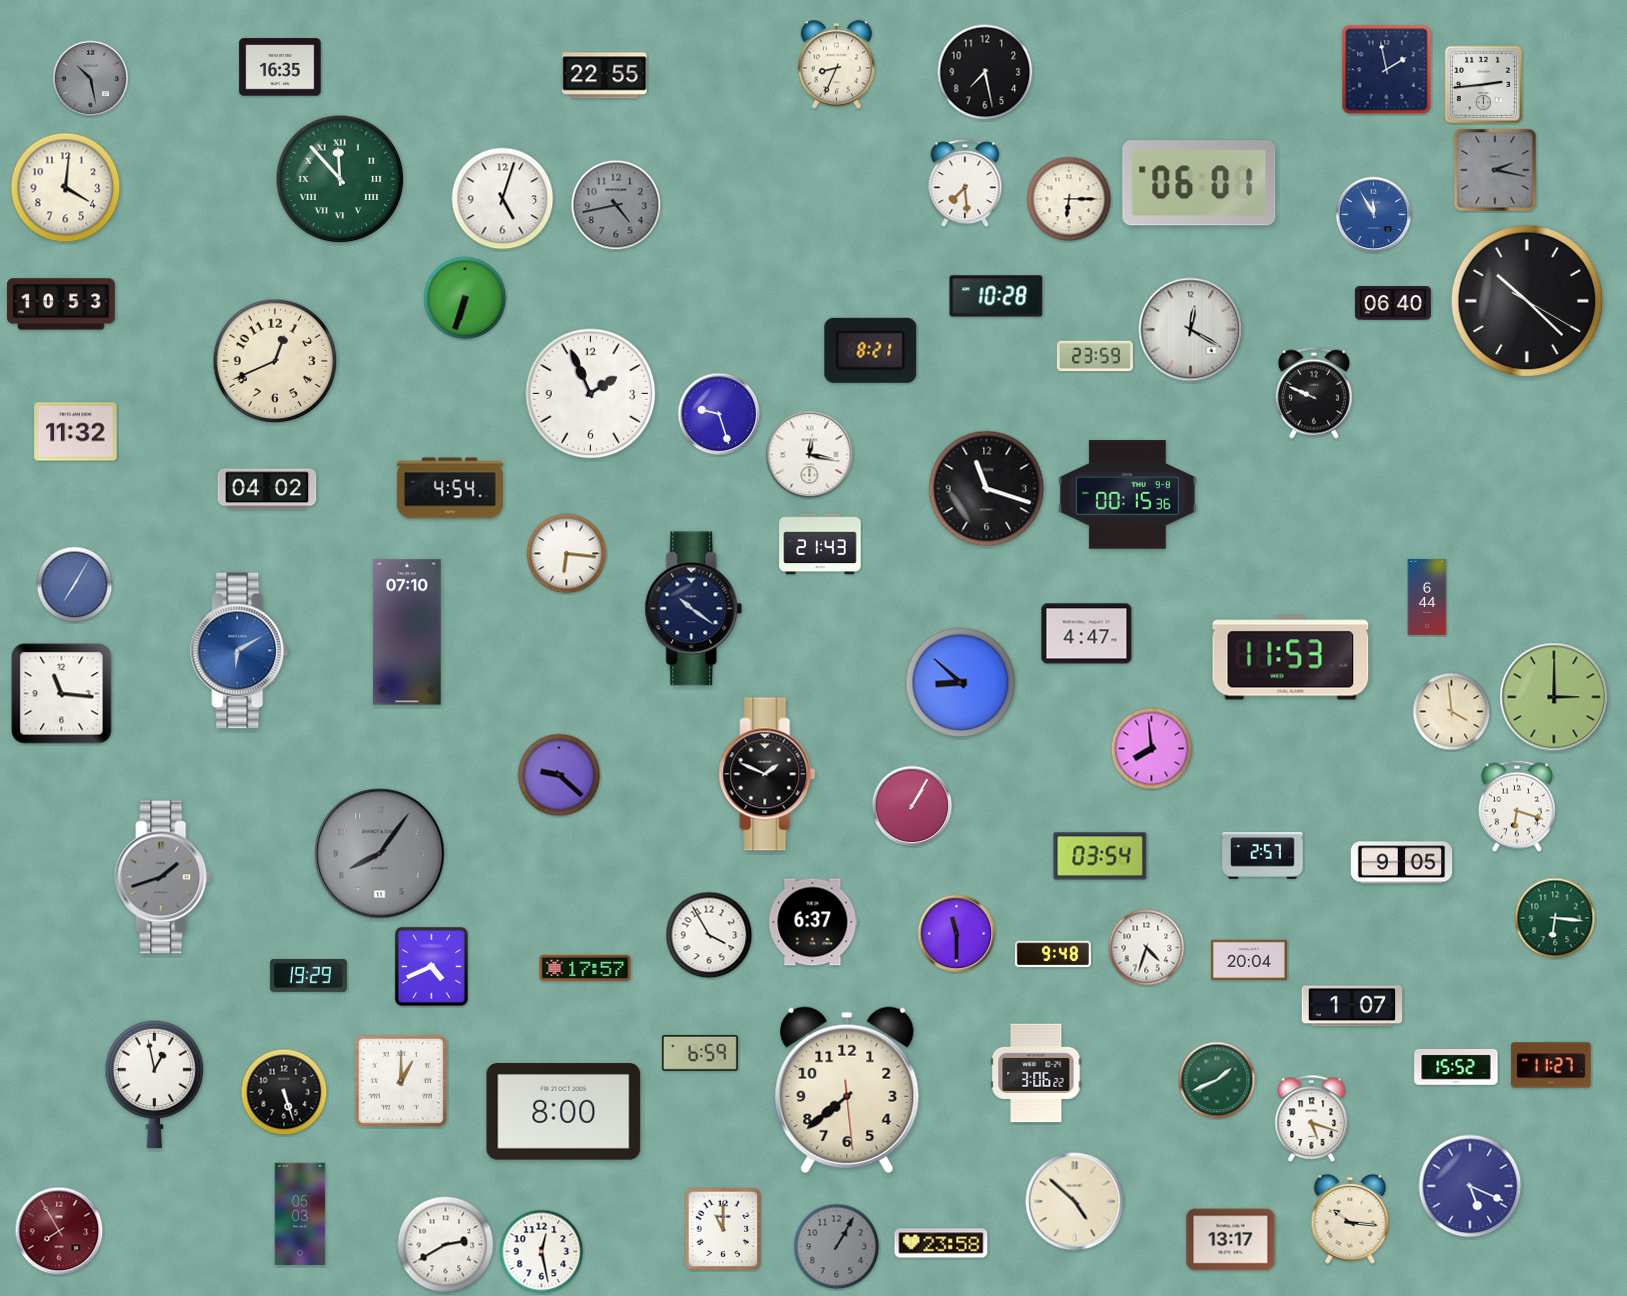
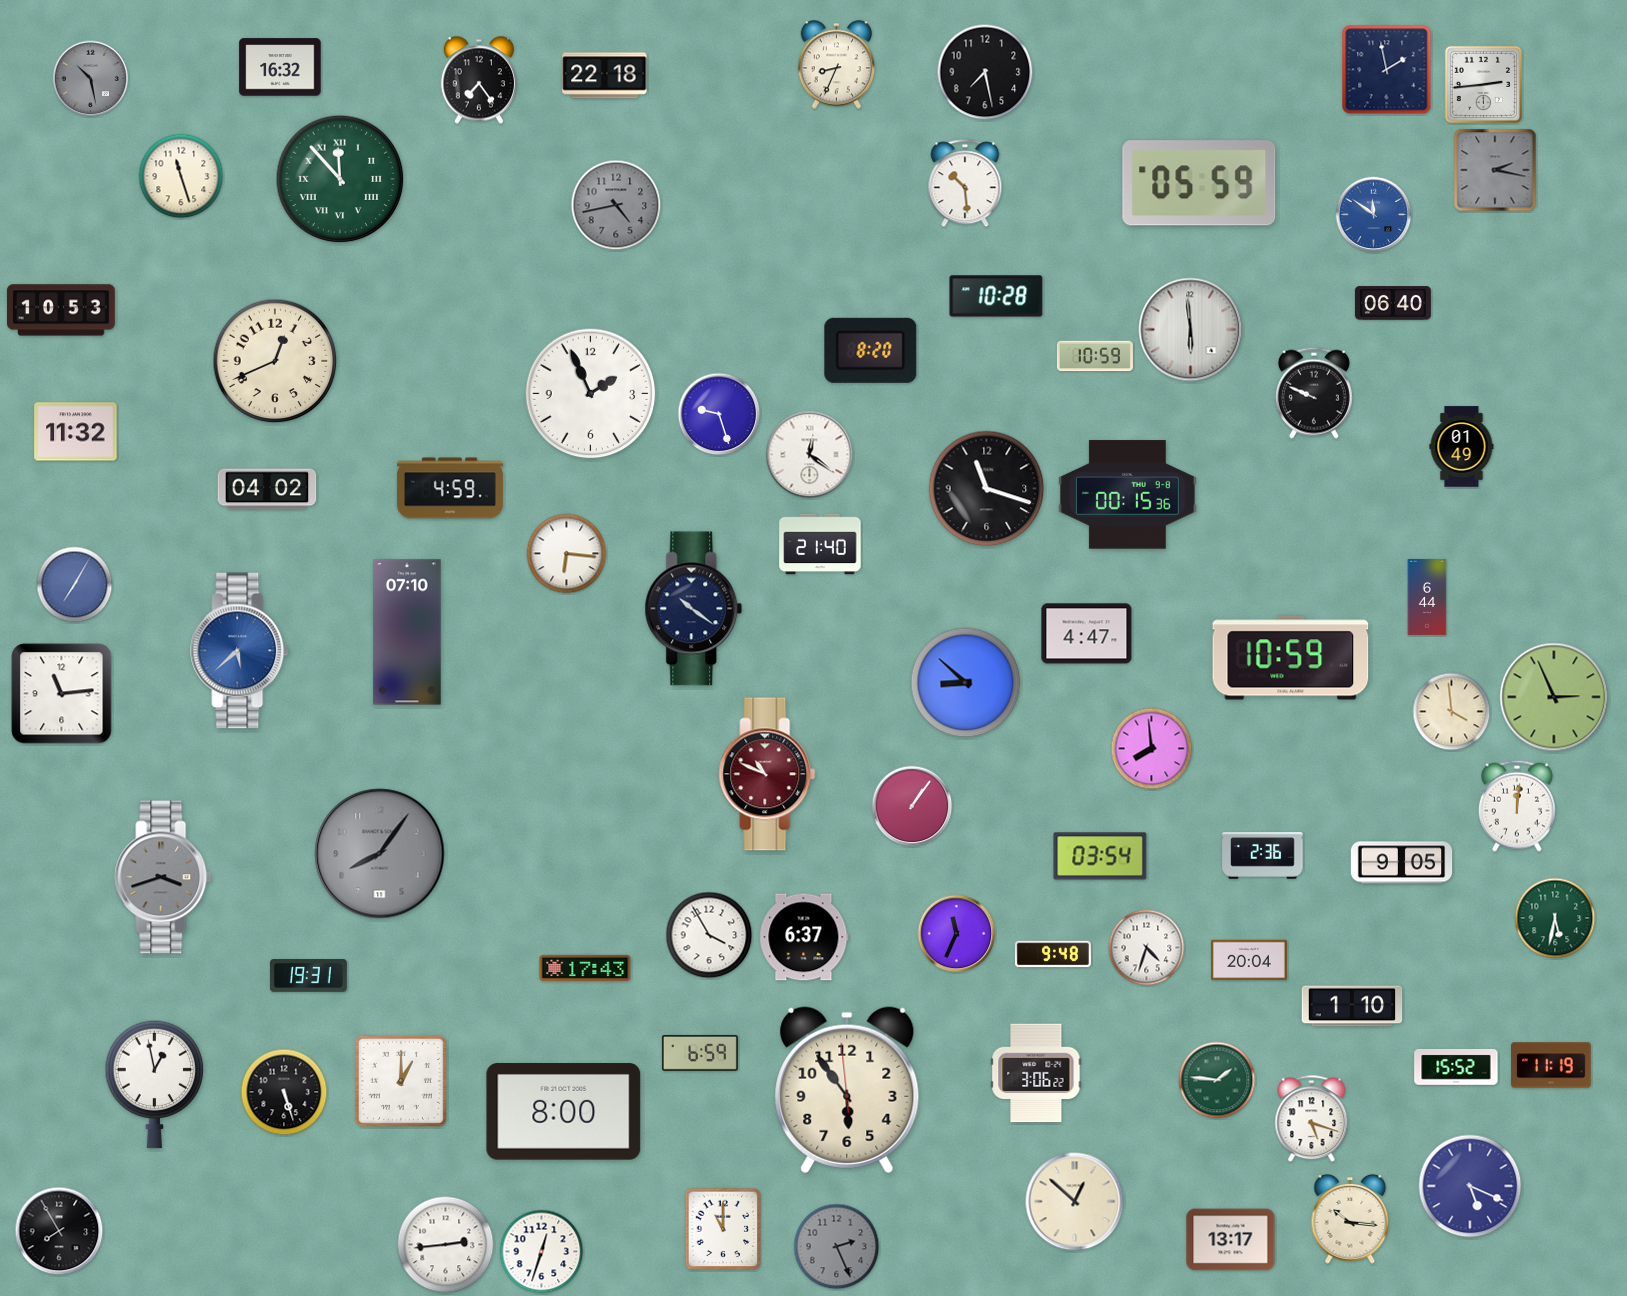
clock at (280, 67): 16:35 -> 16:32
clock at (605, 76): 22:55 -> 22:18
clock at (479, 80): none -> 7:24
clock at (181, 176): none -> 11:27
clock at (1199, 183): 06:01 -> 05:59
clock at (965, 184): 7:29 -> 10:29
clock at (66, 188): 4:01 -> none
clock at (503, 199): 5:03 -> none
clock at (1069, 199): 6:15 -> none
clock at (1374, 215): 11:55 -> 11:51
clock at (465, 298): 6:33 -> none
clock at (1527, 301): 10:22 -> none
clock at (61, 304) position: (61, 304) -> (61, 310)
clock at (1191, 330): 12:20 -> 5:59
clock at (871, 350): 8:21 -> 8:20
clock at (1095, 356): 23:59 -> 10:59
clock at (1462, 447): none -> 01:49
clock at (810, 455): 12:17 -> 12:21
clock at (450, 488): 4:54 -> 4:59
clock at (820, 544): 21:43 -> 21:40
clock at (240, 651): 6:10 -> 5:38
clock at (1291, 658): 11:53 -> 10:59
clock at (961, 683) position: (961, 683) -> (966, 683)
clock at (62, 694): 11:16 -> 11:14
clock at (1554, 697): 3:00 -> 2:56
clock at (767, 774): 1:49 -> 10:49
clock at (767, 774) dial: black -> burgundy
clock at (559, 775): 9:22 -> none
clock at (912, 806): 1:05 -> 1:06
clock at (1517, 806): 6:18 -> 12:01
clock at (1263, 856): 2:57 -> 2:36
clock at (163, 877): 1:42 -> 3:42
clock at (1555, 918): 6:16 -> 5:32
clock at (813, 922) position: (813, 922) -> (804, 937)
clock at (957, 934): 11:30 -> 11:34
clock at (431, 966): 4:41 -> none
clock at (585, 968): 17:57 -> 17:43
clock at (308, 976): 19:29 -> 19:31
clock at (1352, 1006): 1:07 -> 1:10
clock at (1551, 1065): 11:27 -> 11:19
clock at (1217, 1080): 1:41 -> 1:46
clock at (847, 1090): 7:38 -> 5:53
clock at (1075, 1202): 4:52 -> 12:52
clock at (300, 1214): 05:03 -> none
clock at (59, 1231) dial: burgundy -> black
clock at (941, 1243): 23:58 -> none
clock at (446, 1245): 2:40 -> 2:44
clock at (837, 1247): 1:05 -> 2:26
clock at (542, 1252): 12:28 -> 12:33
